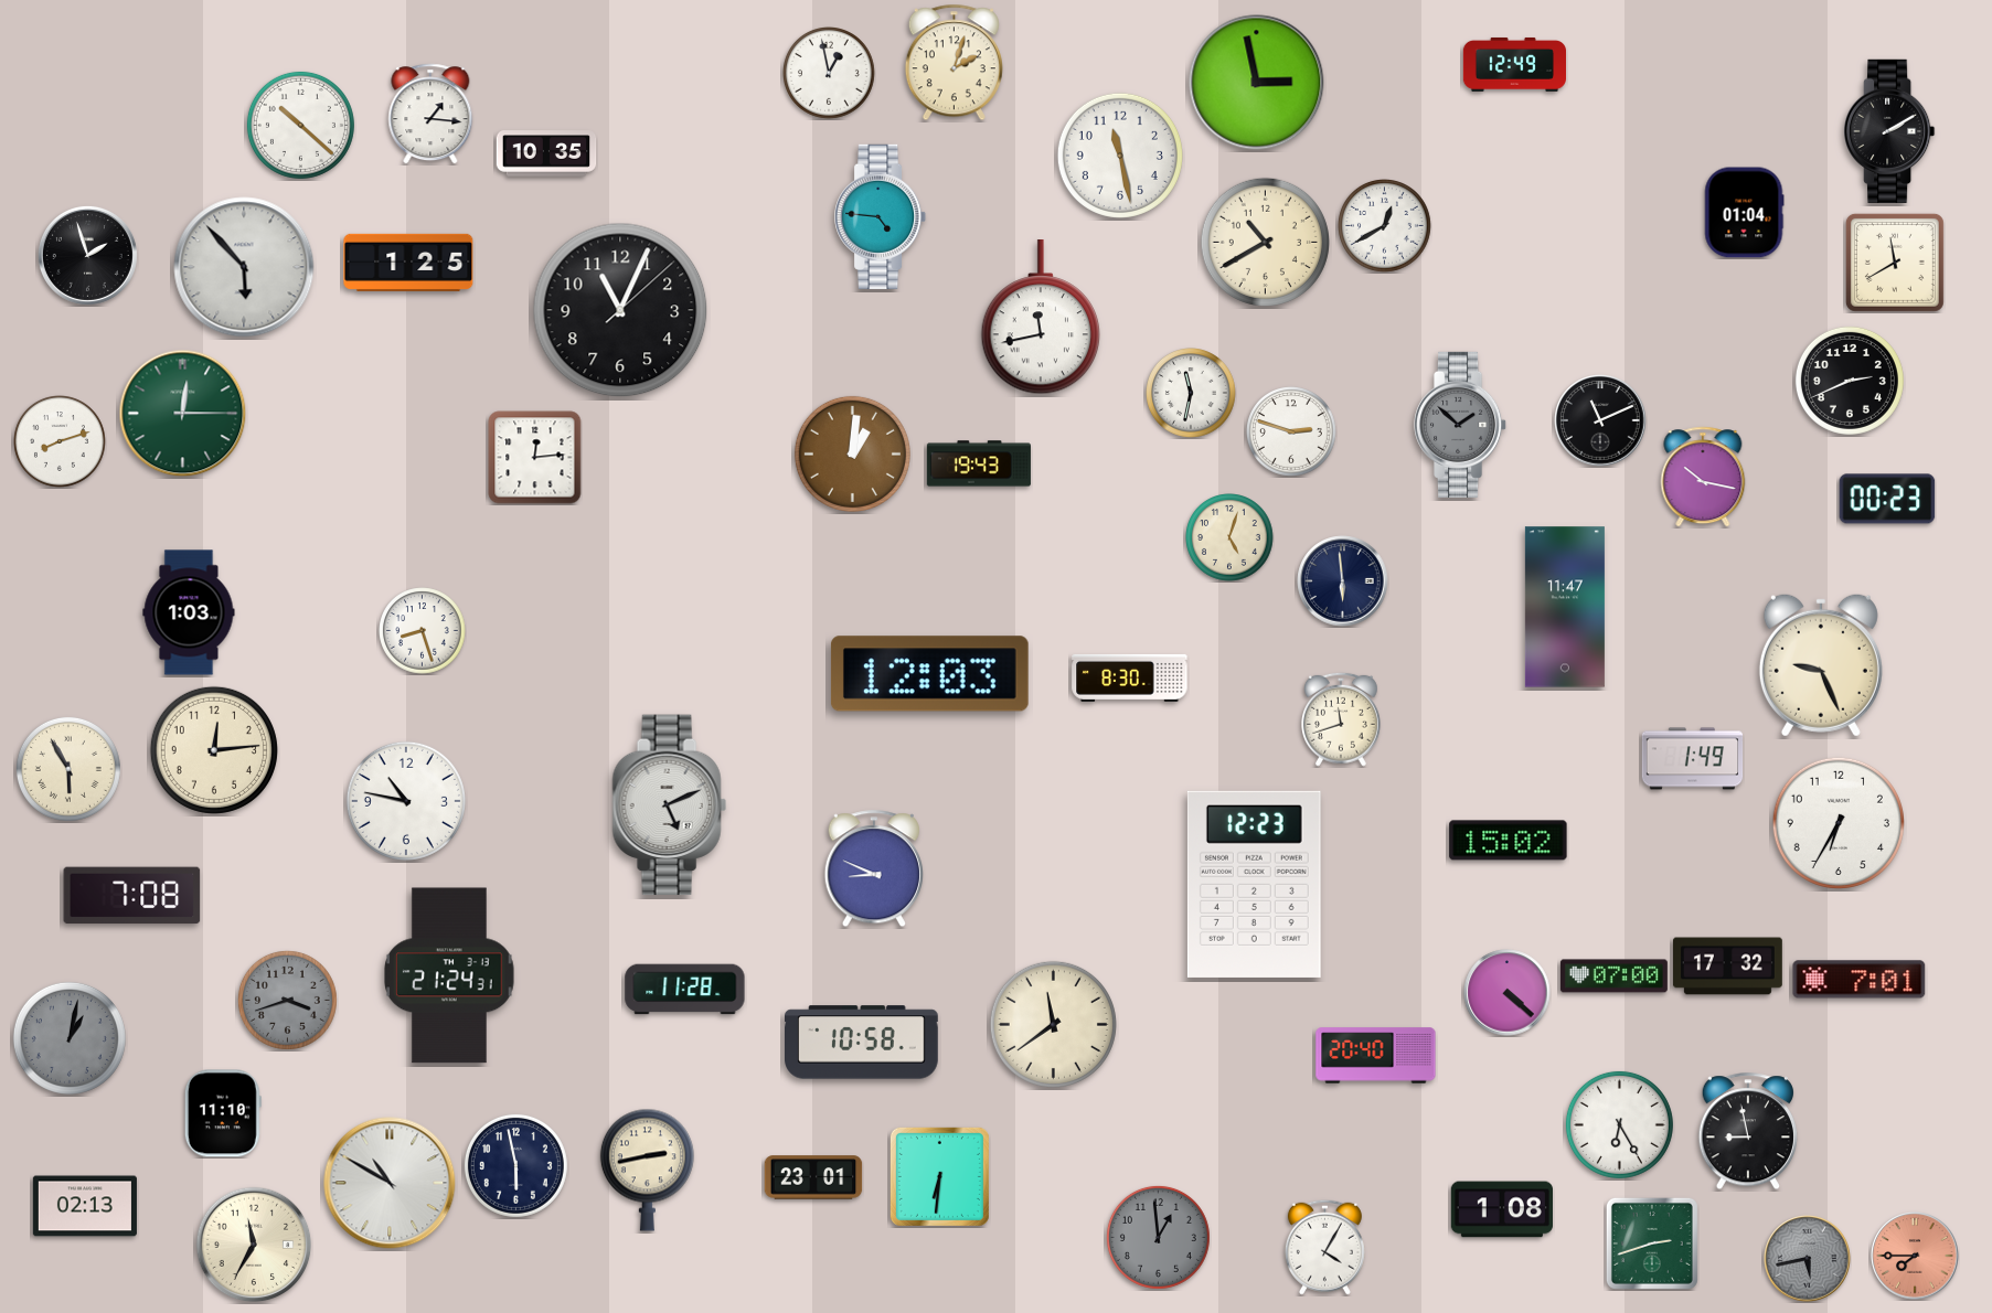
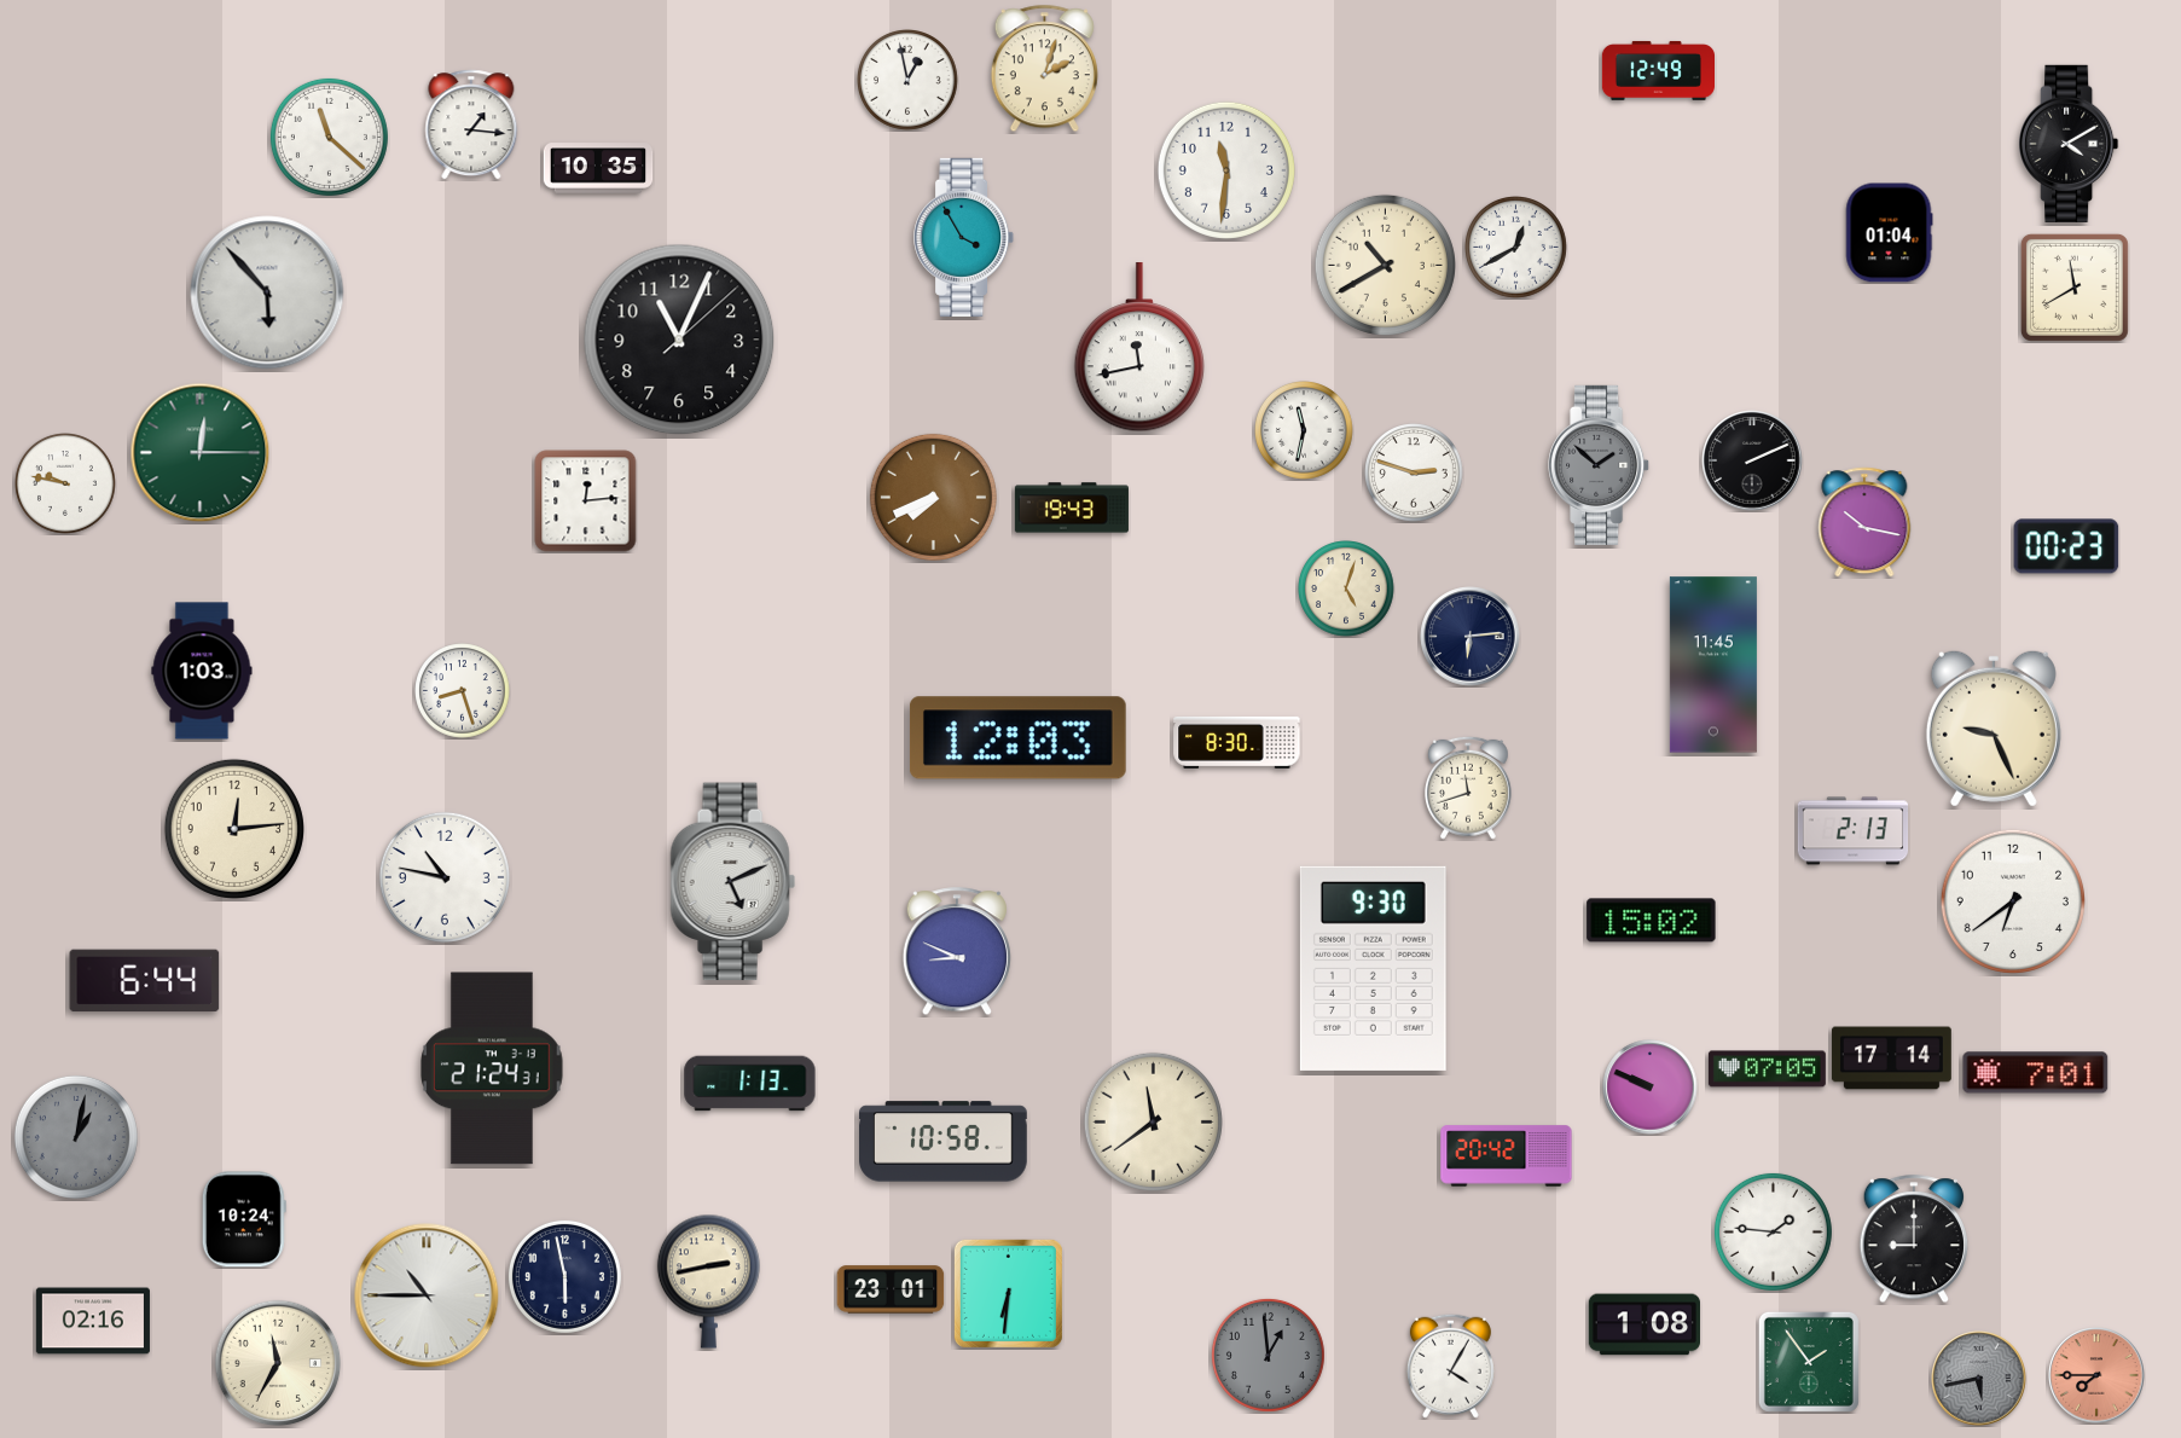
clock at (1257, 83): 2:58 -> none
clock at (300, 125): 10:22 -> 11:22
clock at (1889, 131): 2:10 -> 4:10
clock at (1120, 156): 11:28 -> 11:31
clock at (1744, 213) position: (1744, 213) -> (1889, 233)
clock at (881, 216): 4:46 -> 3:55
clock at (87, 255): 1:57 -> none
clock at (408, 263): 1:25 -> none
clock at (1850, 381): 2:41 -> none
clock at (1600, 420): 11:11 -> 2:11
clock at (61, 442): 8:12 -> 9:47
clock at (852, 453): 1:01 -> 7:41
clock at (1343, 581): 5:59 -> 6:14
clock at (1565, 607): 11:47 -> 11:45
clock at (189, 612) position: (189, 612) -> (202, 671)
clock at (214, 750) position: (214, 750) -> (234, 829)
clock at (1693, 759): 1:49 -> 2:13
clock at (68, 769): 5:55 -> none
clock at (1839, 823): 6:35 -> 6:39
clock at (1254, 884): 12:23 -> 9:30
clock at (132, 896): 7:08 -> 6:44
clock at (1728, 967): 17:32 -> 17:14
clock at (1613, 976): 07:00 -> 07:05
clock at (685, 990): 11:28 -> 1:13
clock at (1508, 993): 4:22 -> 9:49
clock at (287, 1000): 3:42 -> none
clock at (1376, 1056): 20:40 -> 20:42
clock at (223, 1113): 11:10 -> 10:24
clock at (1619, 1124): 6:25 -> 1:46
clock at (1747, 1132): 8:58 -> 9:00
clock at (939, 1176) position: (939, 1176) -> (1008, 1293)
clock at (390, 1183): 10:50 -> 10:45
clock at (85, 1206): 02:13 -> 02:16
clock at (1652, 1243): 2:42 -> 1:54
